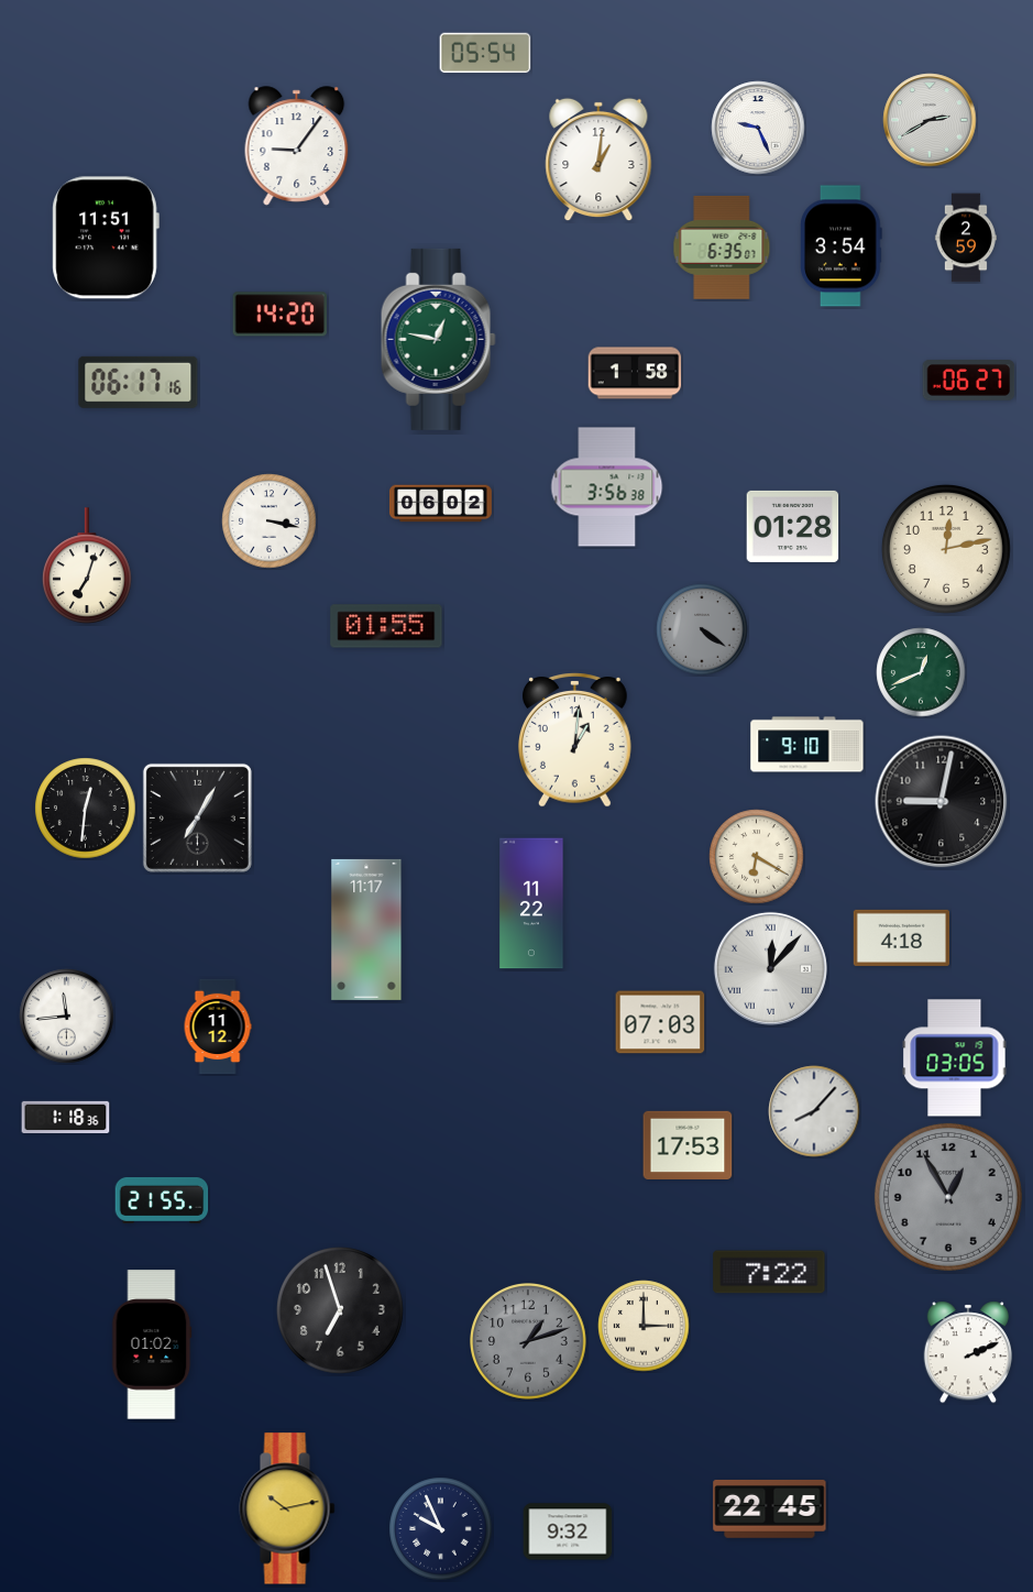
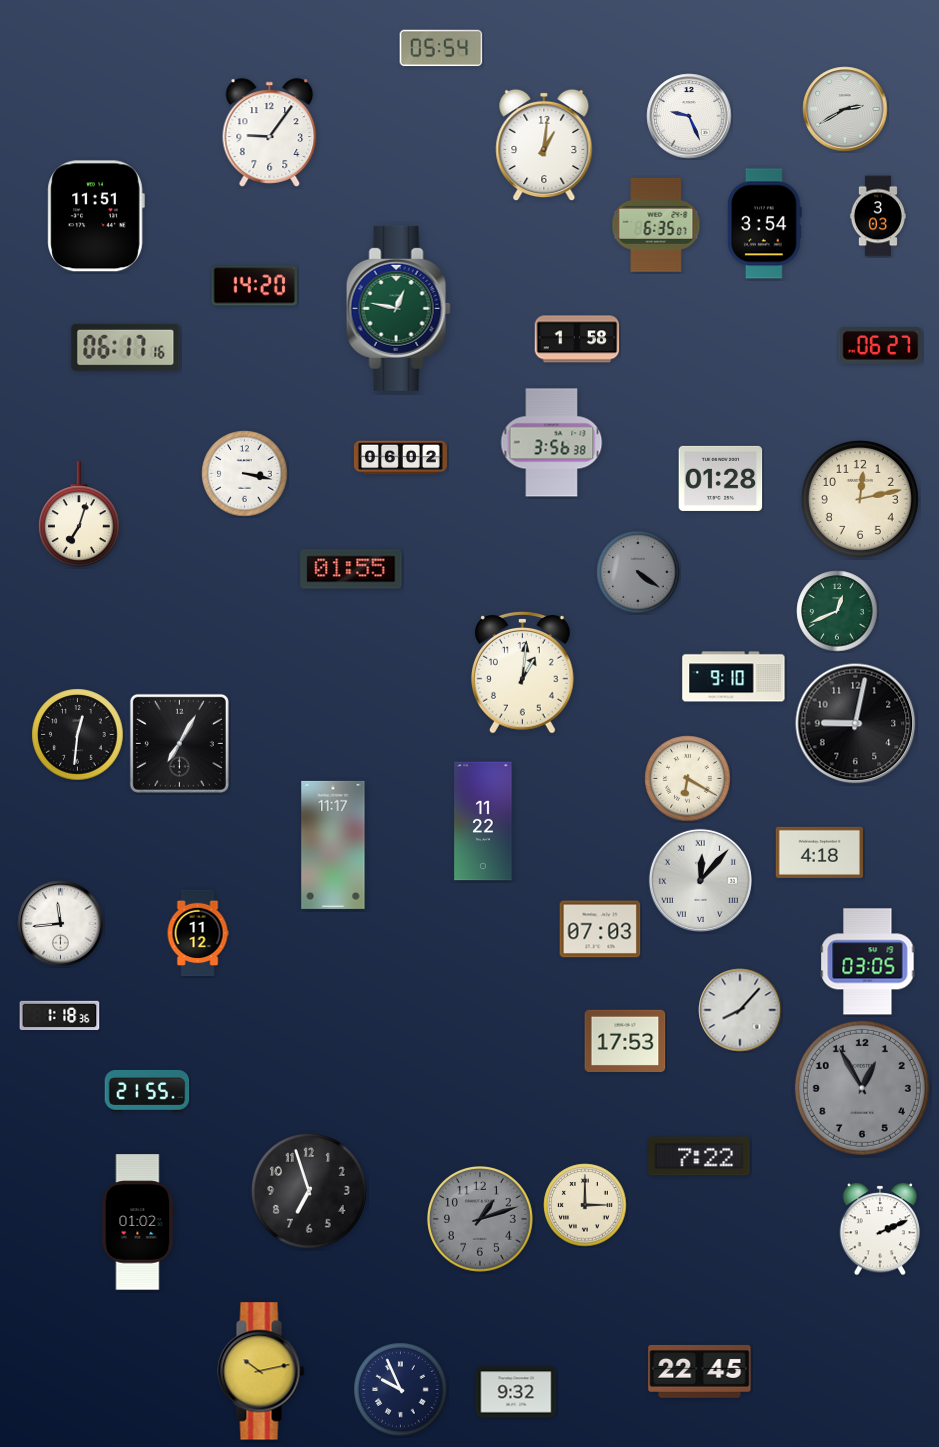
clock at (966, 238): 2:59 -> 3:03
clock at (942, 802) position: (942, 802) -> (856, 724)
